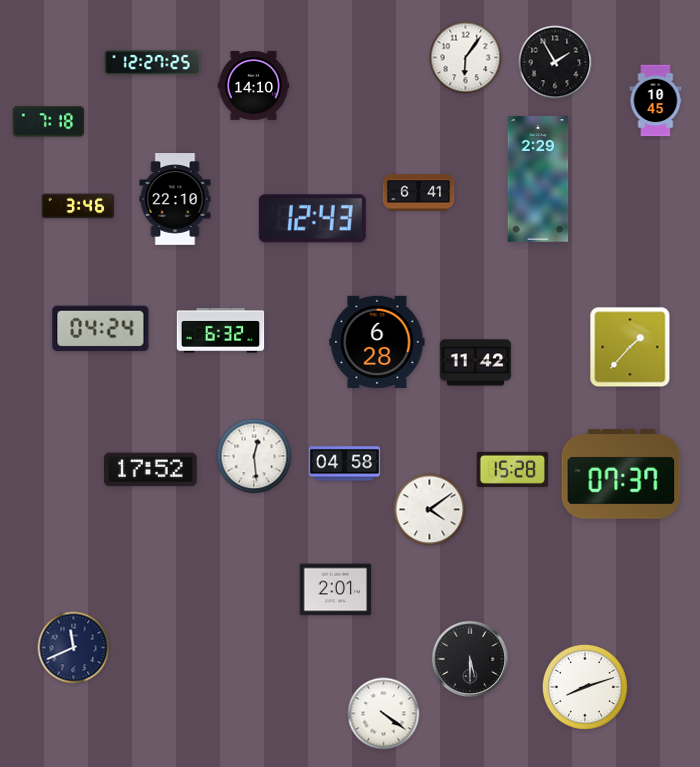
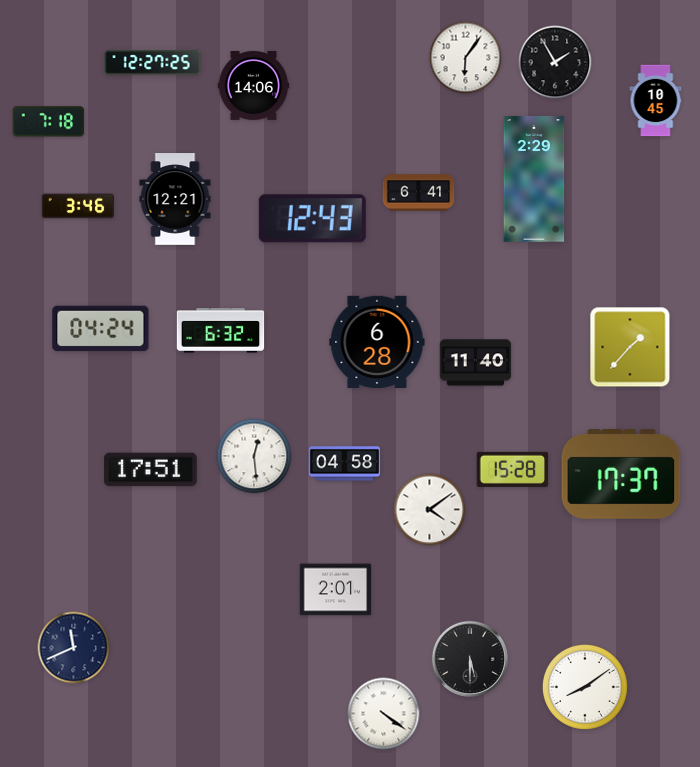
clock at (254, 85): 14:10 -> 14:06
clock at (538, 179) position: (538, 179) -> (534, 179)
clock at (175, 199): 22:10 -> 12:21
clock at (476, 363): 11:42 -> 11:40
clock at (151, 470): 17:52 -> 17:51
clock at (621, 475): 07:37 -> 17:37
clock at (585, 687): 8:12 -> 8:09
